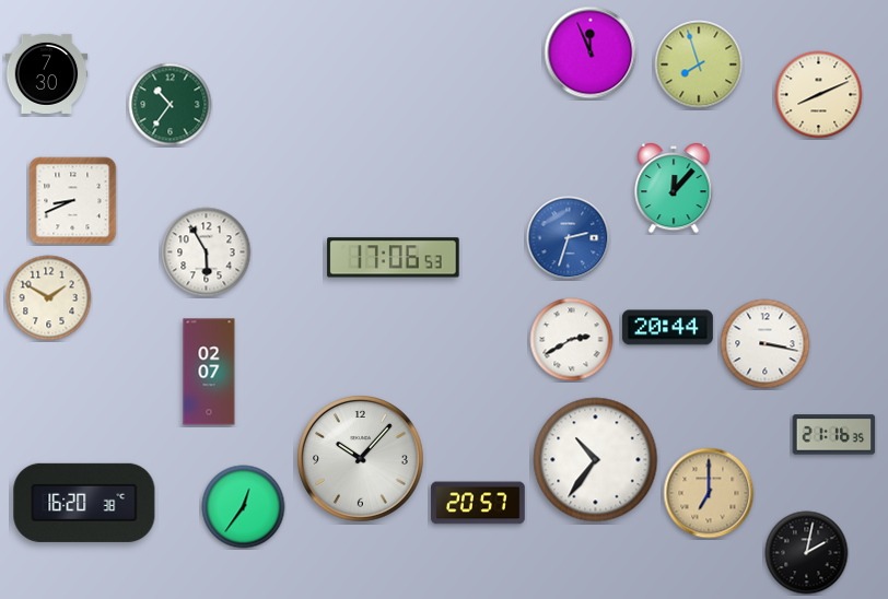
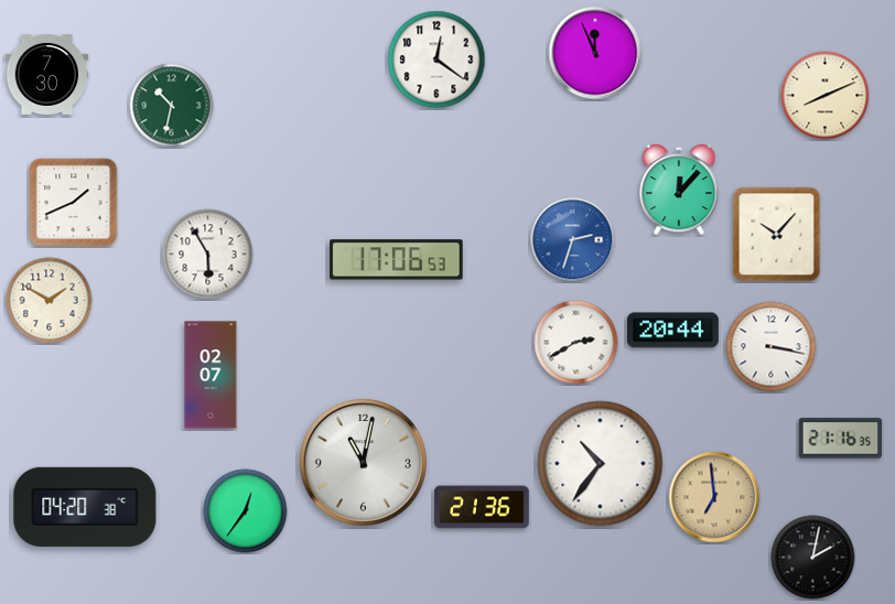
clock at (436, 60): none -> 12:21
clock at (699, 64): 7:57 -> none
clock at (171, 105): 10:36 -> 10:32
clock at (73, 201): 8:41 -> 1:41
clock at (777, 235): none -> 10:07
clock at (361, 459): 10:07 -> 11:02
clock at (709, 493): 7:00 -> 6:59
clock at (84, 503): 16:20 -> 04:20
clock at (478, 503): 20:57 -> 21:36
